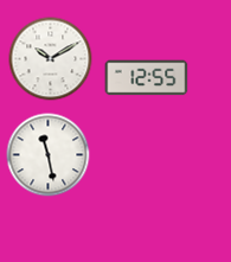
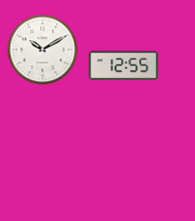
clock at (49, 155): 11:28 -> none
